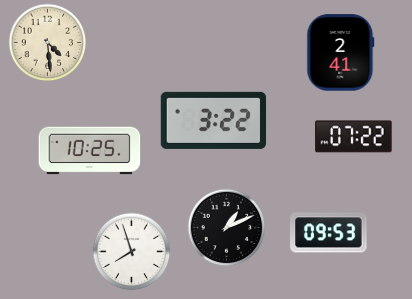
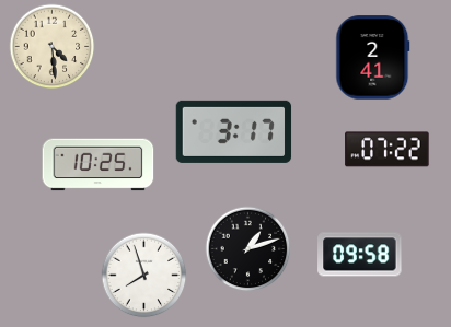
clock at (214, 120): 3:22 -> 3:17
clock at (226, 227): 1:11 -> 1:12
clock at (329, 233): 09:53 -> 09:58
